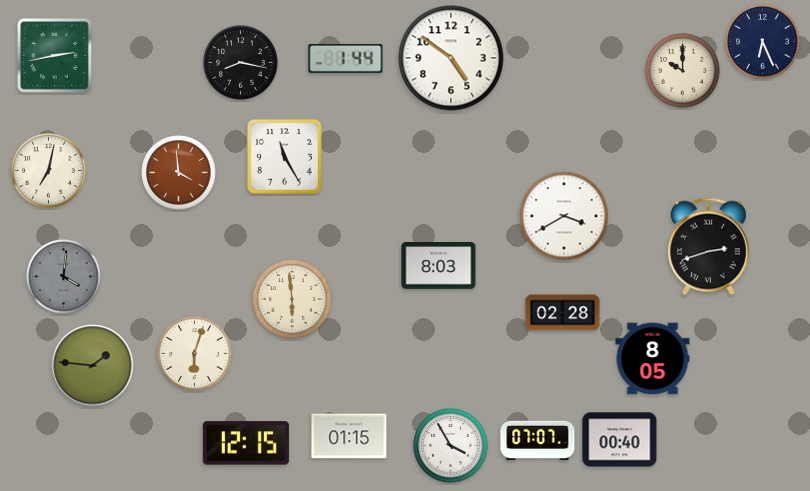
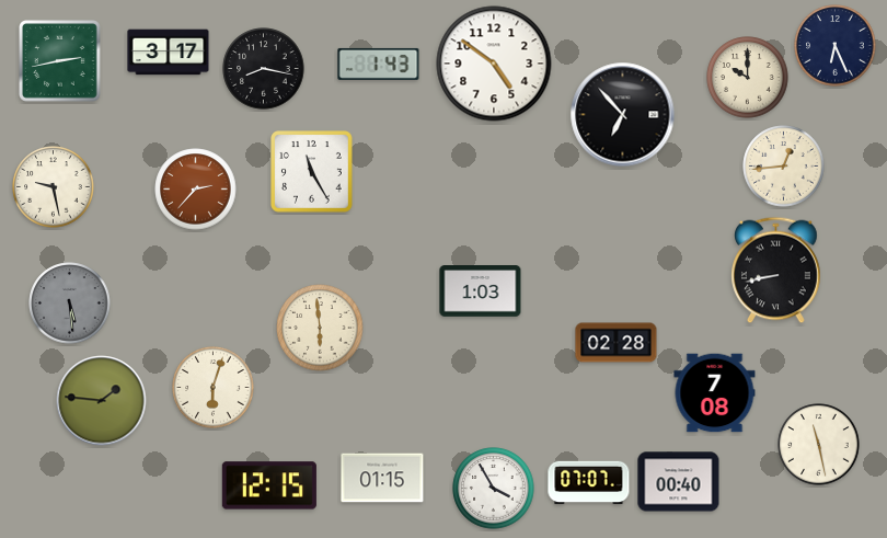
clock at (169, 53): none -> 3:17
clock at (346, 58): 1:44 -> 1:43
clock at (623, 115): none -> 6:53
clock at (784, 167): none -> 12:44
clock at (49, 171): 7:02 -> 9:28
clock at (179, 173): 3:59 -> 2:37
clock at (564, 216): 3:40 -> none
clock at (709, 247): 2:42 -> 8:43
clock at (439, 266): 8:03 -> 1:03
clock at (64, 277): 4:01 -> 5:29
clock at (653, 359): 8:05 -> 7:08
clock at (819, 445): none -> 11:28
